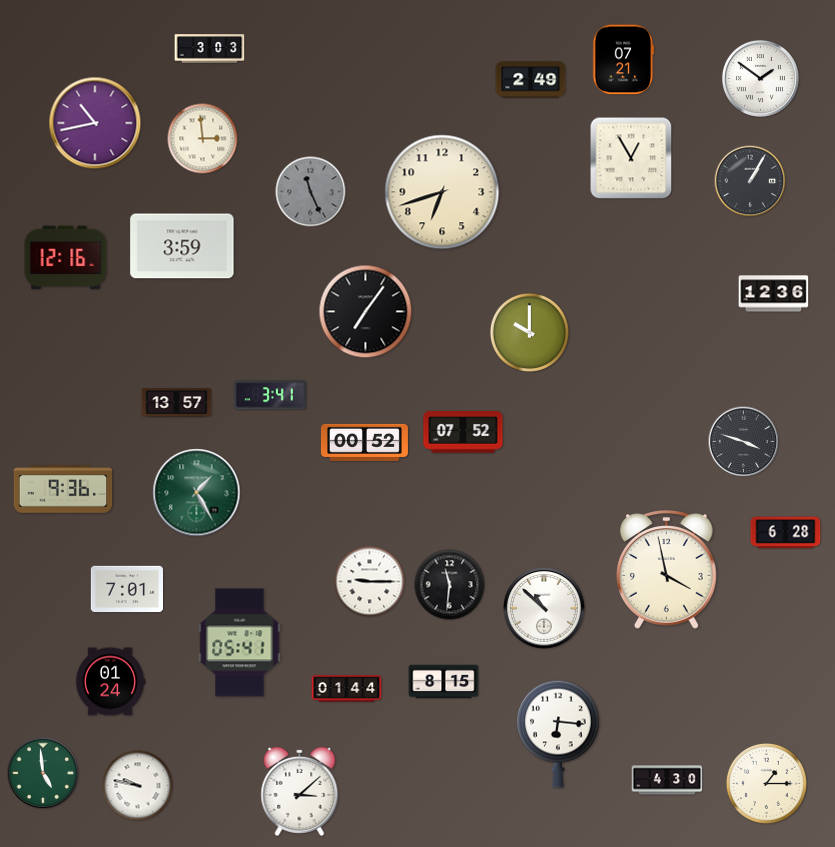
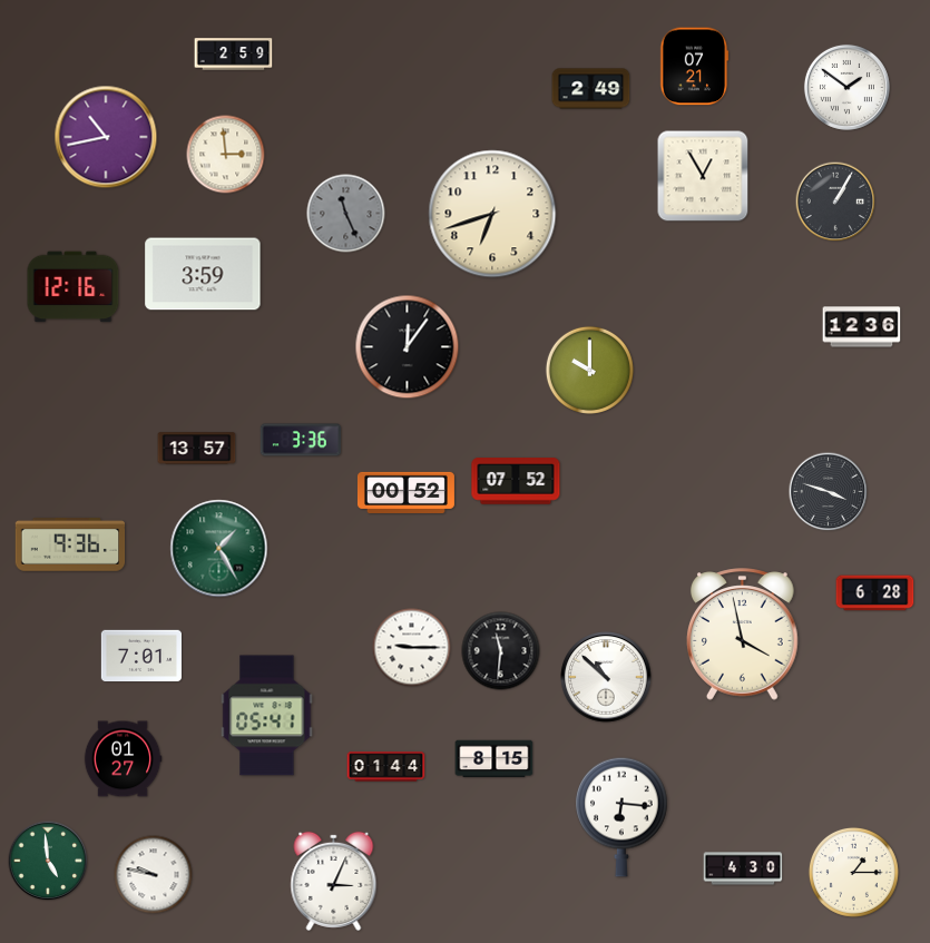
clock at (210, 49): 3:03 -> 2:59
clock at (366, 312): 7:06 -> 12:06
clock at (269, 395): 3:41 -> 3:36
clock at (110, 682): 01:24 -> 01:27
clock at (300, 791): 3:08 -> 3:04
